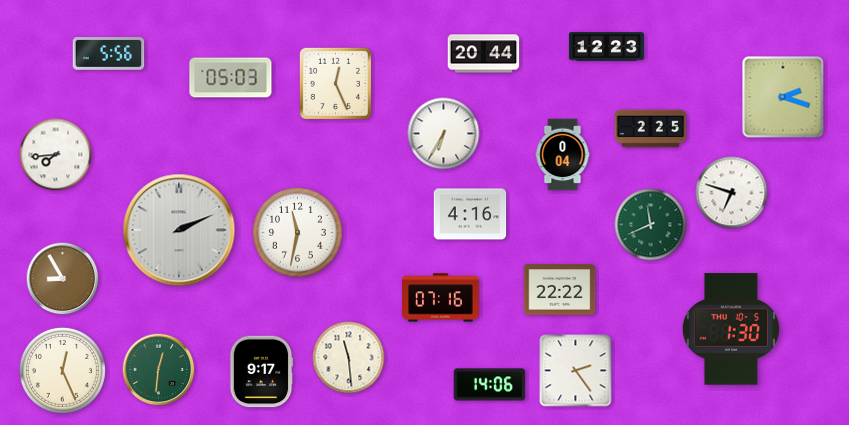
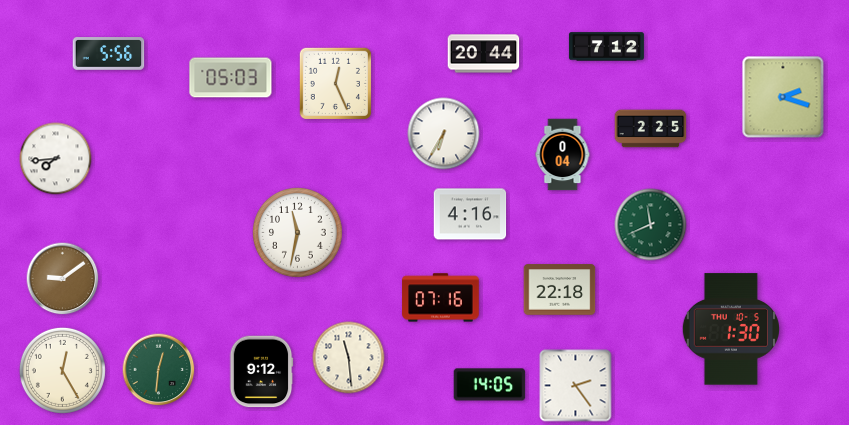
clock at (606, 47): 12:23 -> 7:12
clock at (56, 155) position: (56, 155) -> (56, 159)
clock at (732, 193): 6:48 -> none
clock at (179, 230): 2:11 -> none
clock at (63, 279): 8:55 -> 9:09
clock at (560, 290): 22:22 -> 22:18
clock at (62, 370): 12:26 -> 12:25
clock at (576, 371) position: (576, 371) -> (576, 386)
clock at (261, 372): 9:17 -> 9:12
clock at (490, 385): 14:06 -> 14:05
